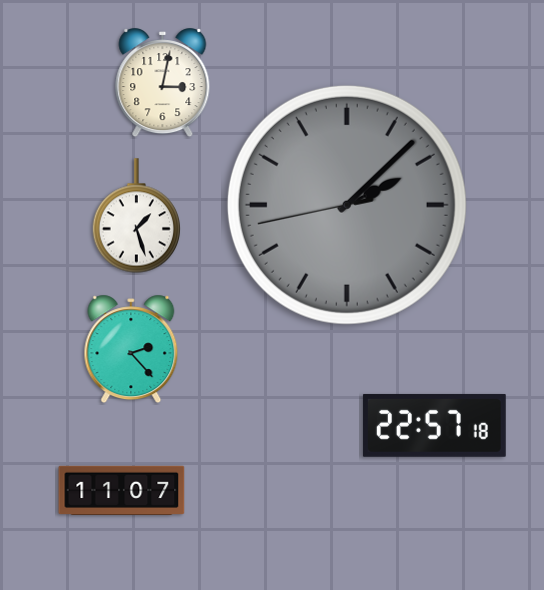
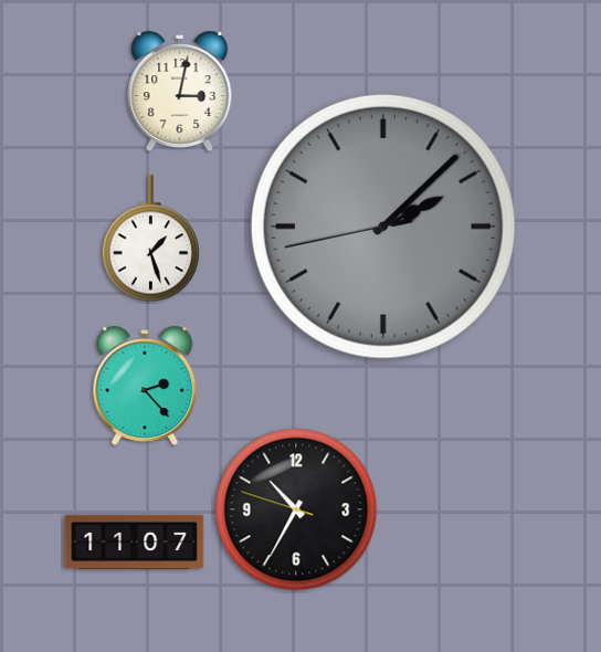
clock at (434, 425): 22:57 -> none
clock at (296, 509): none -> 10:34
